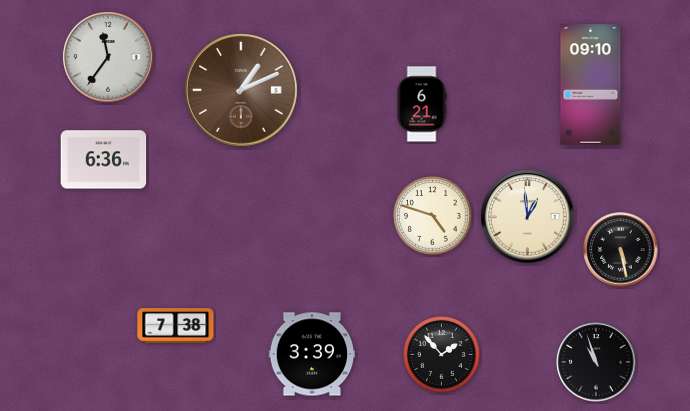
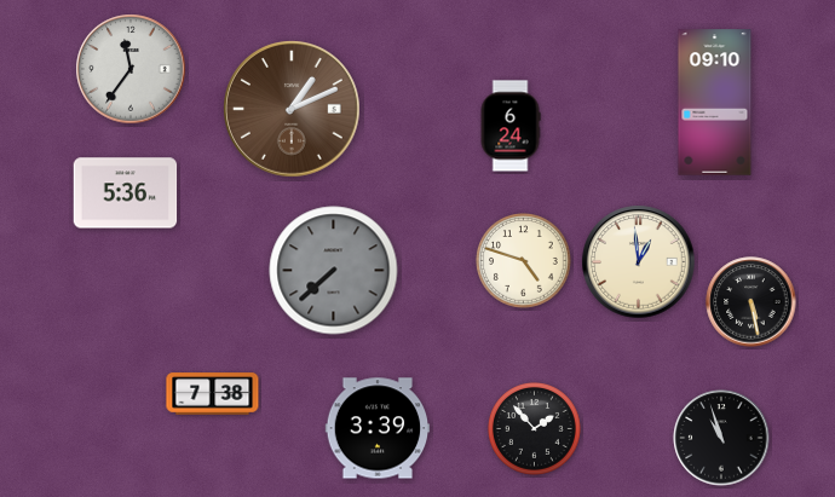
clock at (422, 104): 6:21 -> 6:24
clock at (104, 160): 6:36 -> 5:36
clock at (334, 271): none -> 7:38
